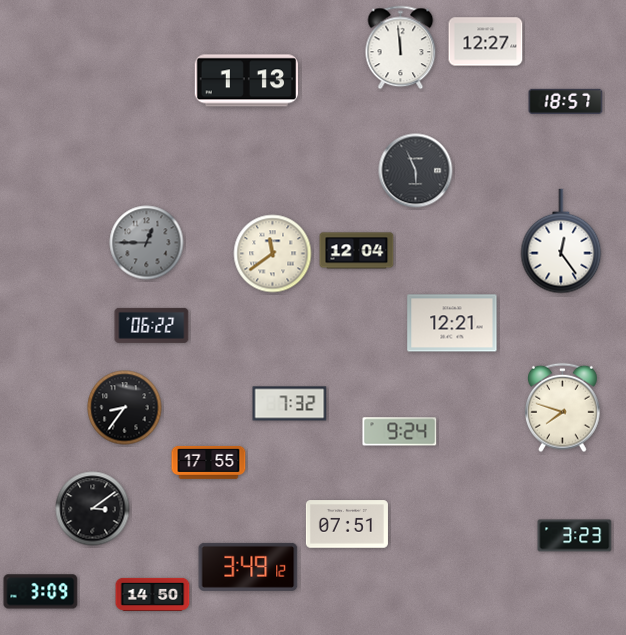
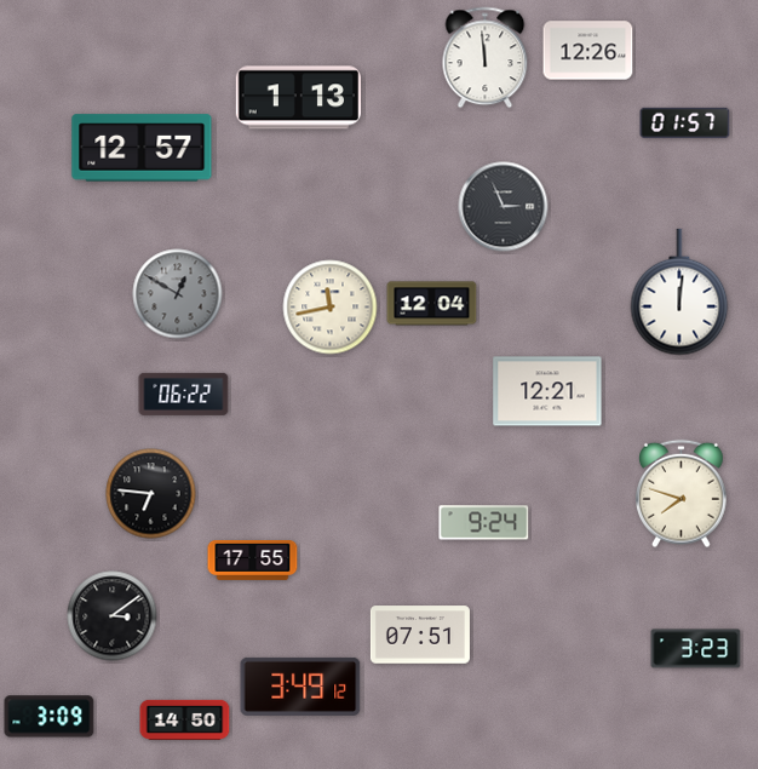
clock at (486, 42): 12:27 -> 12:26
clock at (566, 101): 18:57 -> 01:57
clock at (142, 148): none -> 12:57
clock at (416, 171): 5:56 -> 2:56
clock at (561, 241): 12:24 -> 12:01
clock at (147, 243): 12:45 -> 12:50
clock at (273, 254): 11:39 -> 11:43
clock at (290, 404): 7:32 -> none
clock at (125, 408): 8:36 -> 6:46
